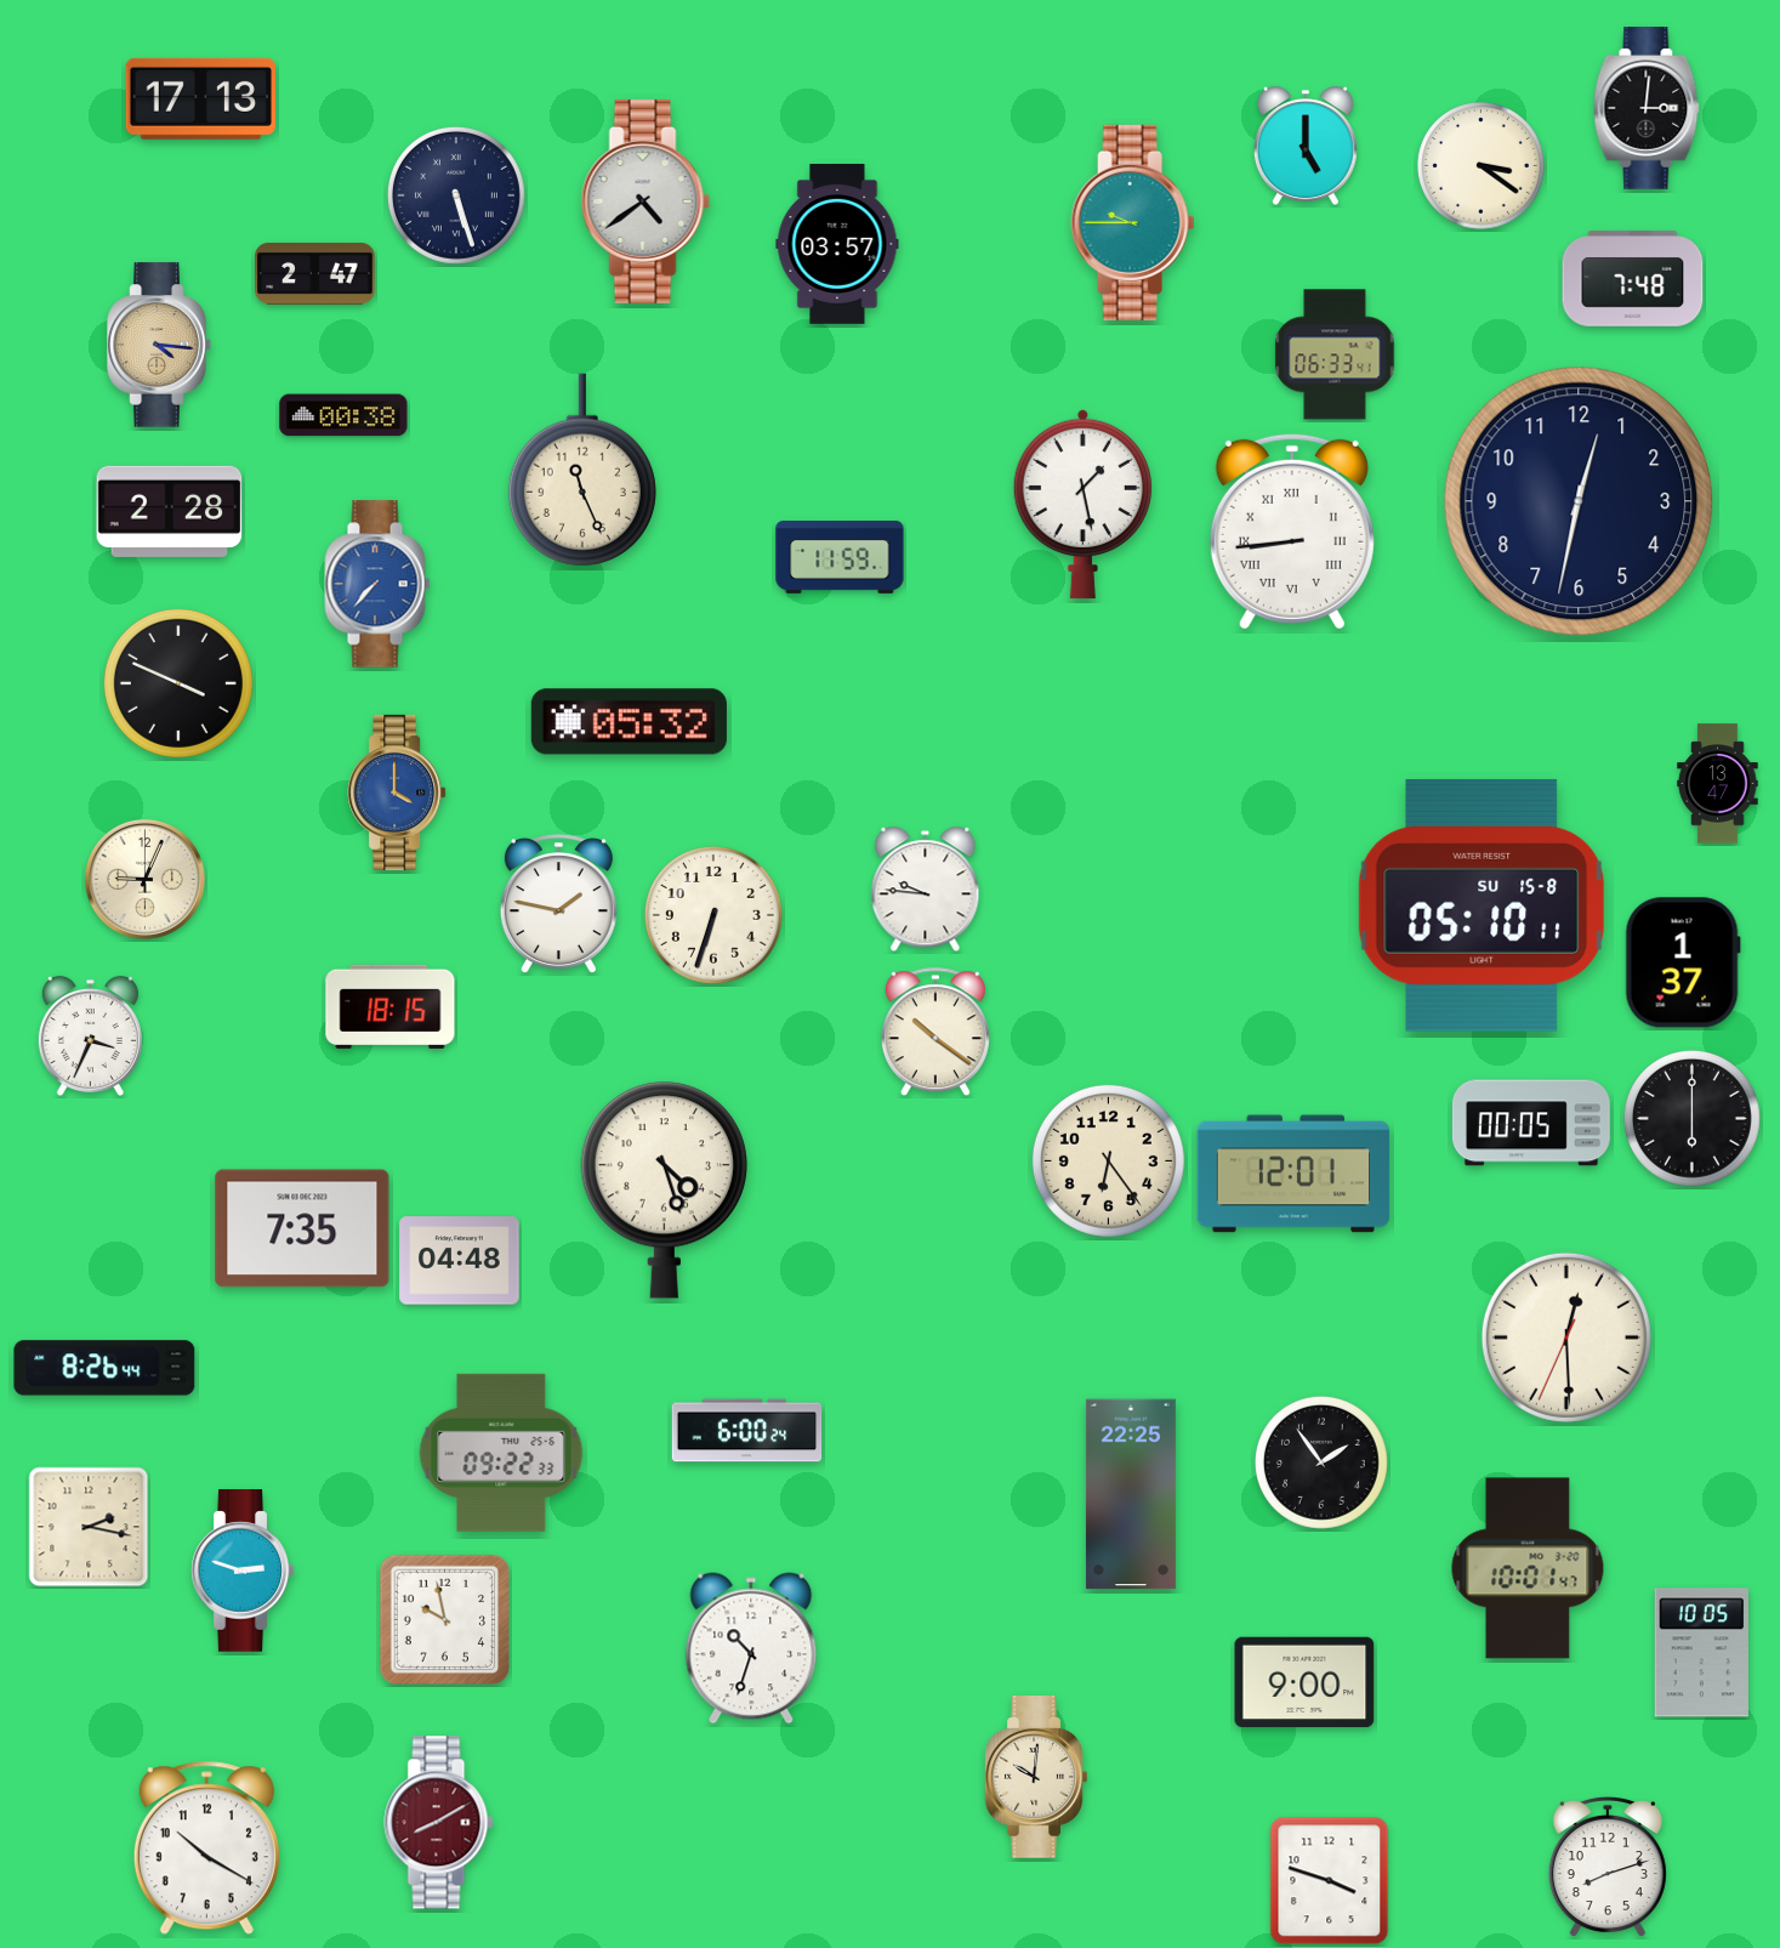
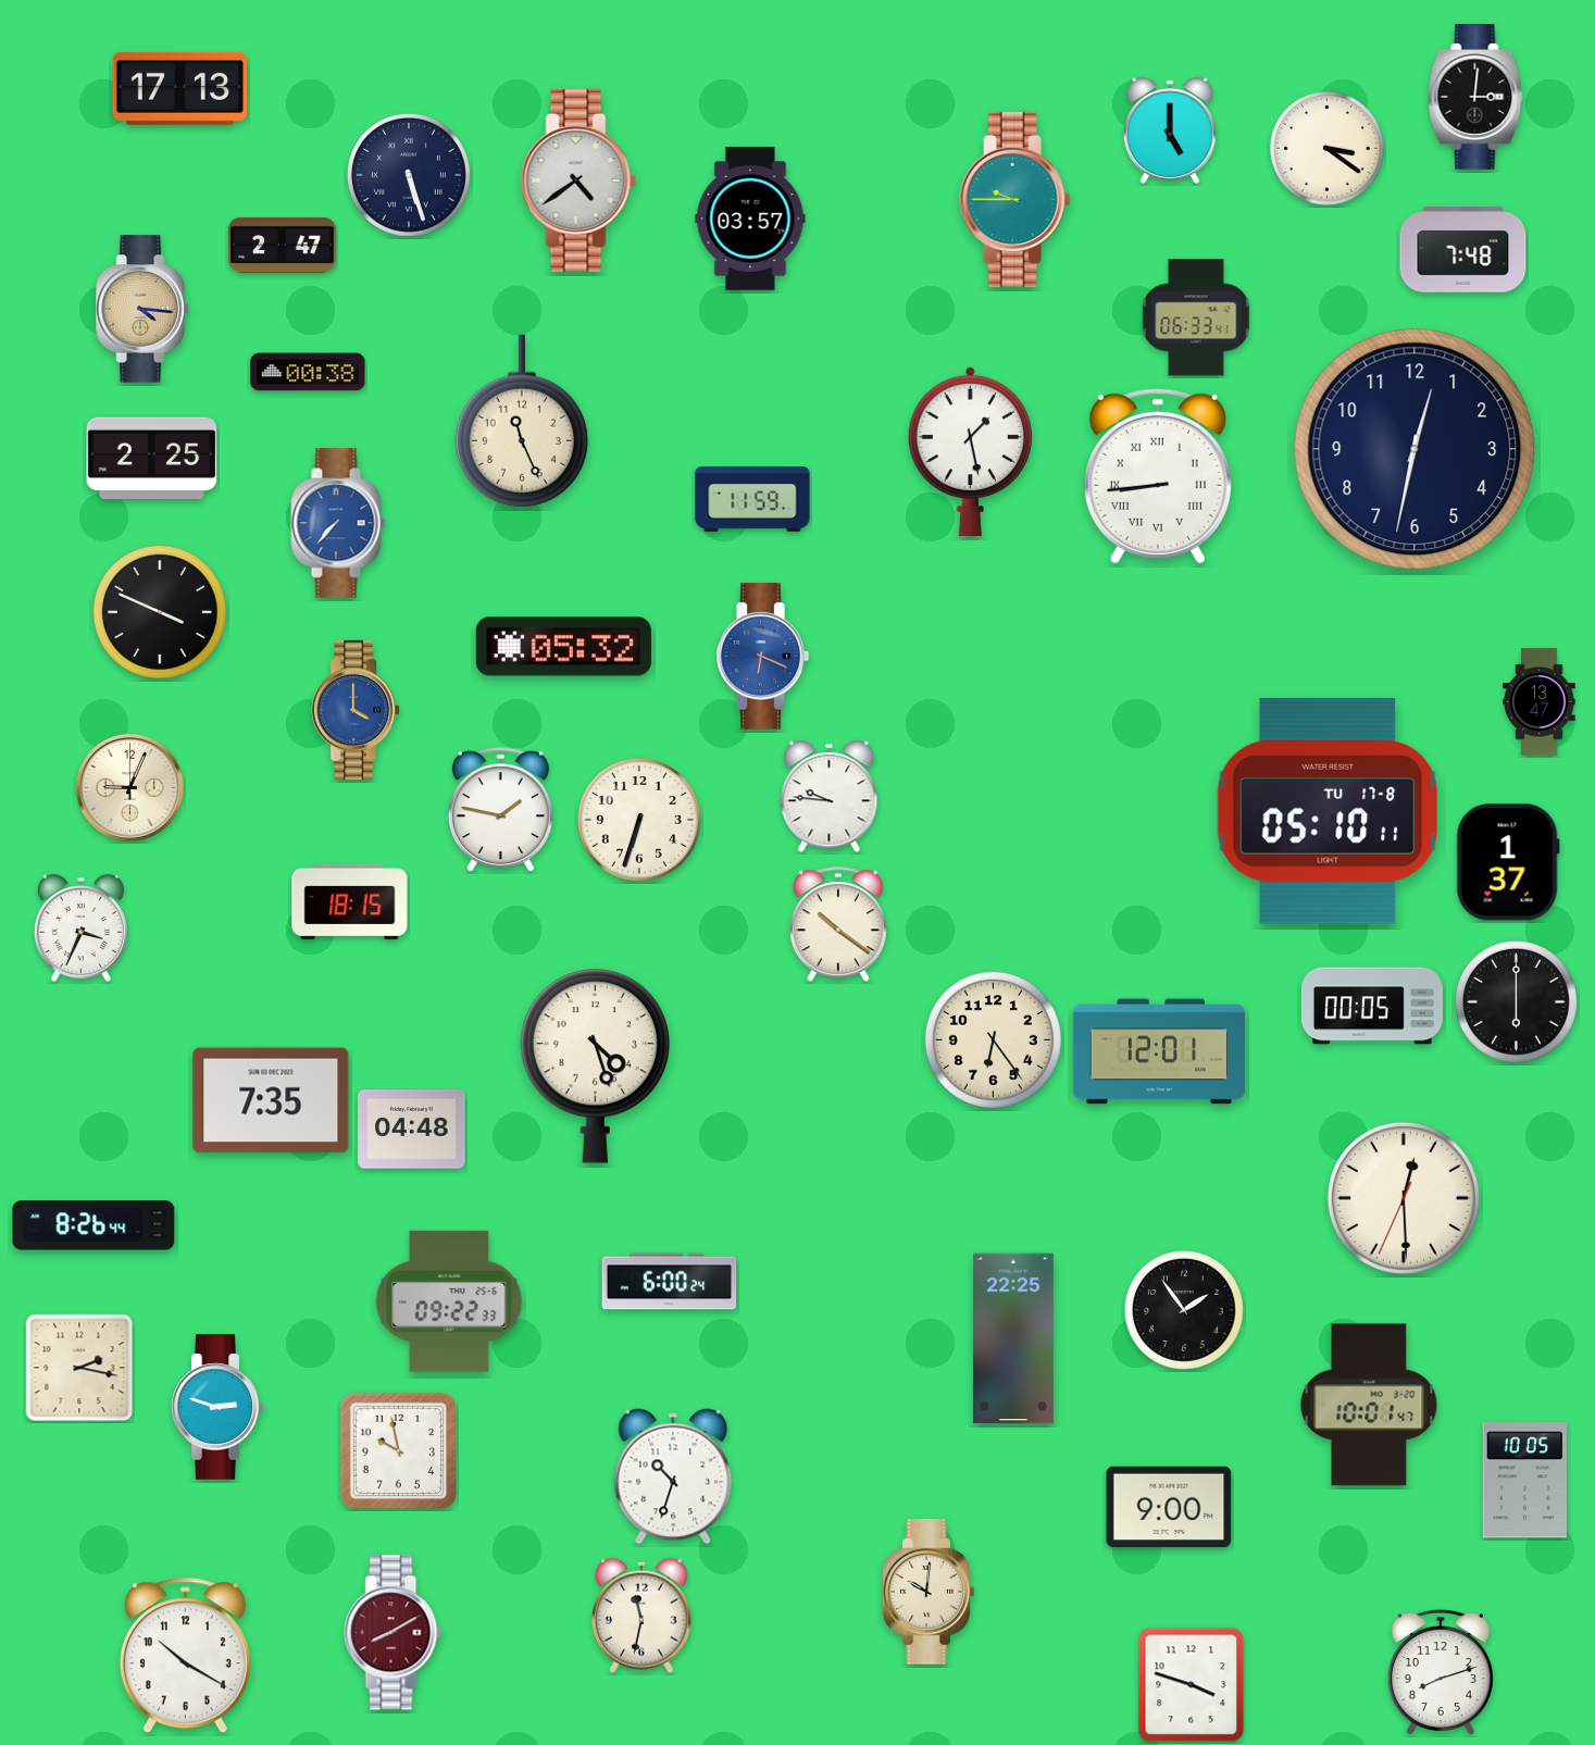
clock at (170, 511): 2:28 -> 2:25
clock at (762, 657): none -> 6:19
clock at (1482, 905) date: SU 15-8 -> TU 17-8
clock at (641, 1616): none -> 11:32
